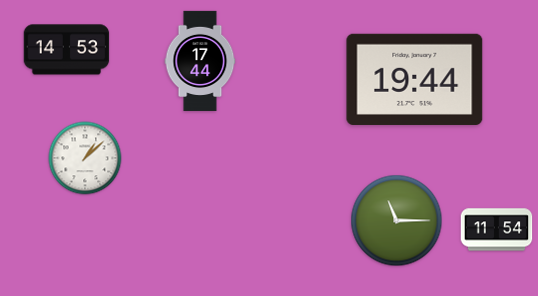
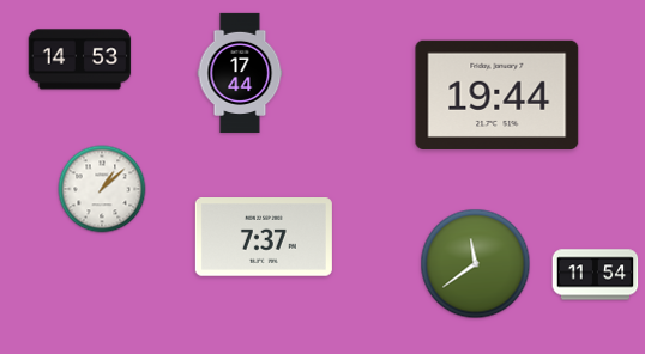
clock at (264, 238): none -> 7:37
clock at (397, 221): 11:15 -> 11:39
